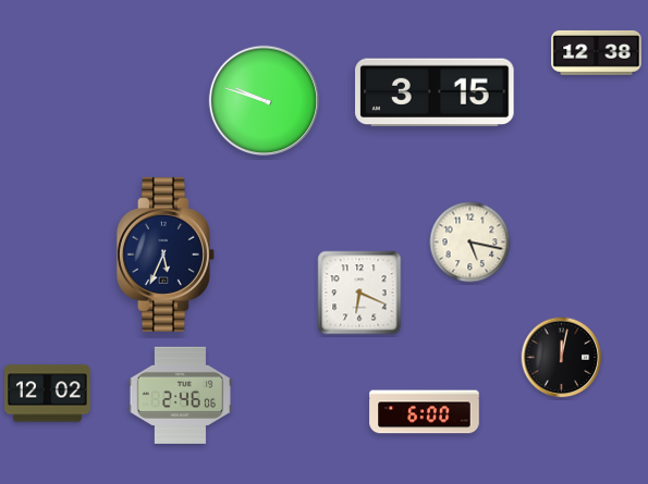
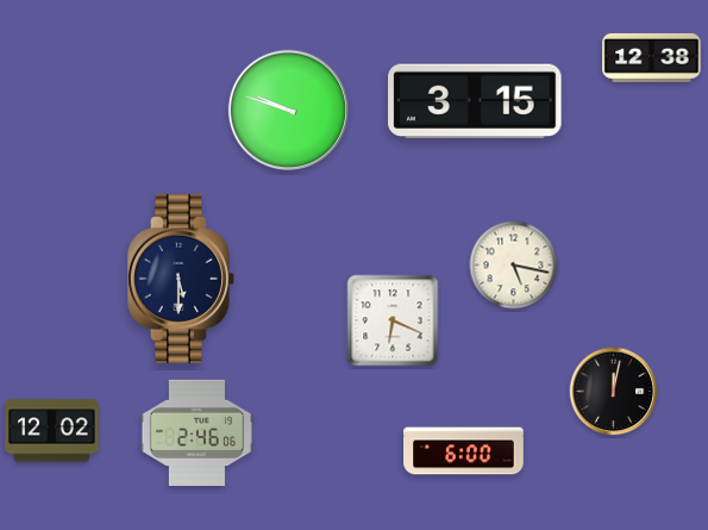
clock at (166, 255): 5:34 -> 5:30
